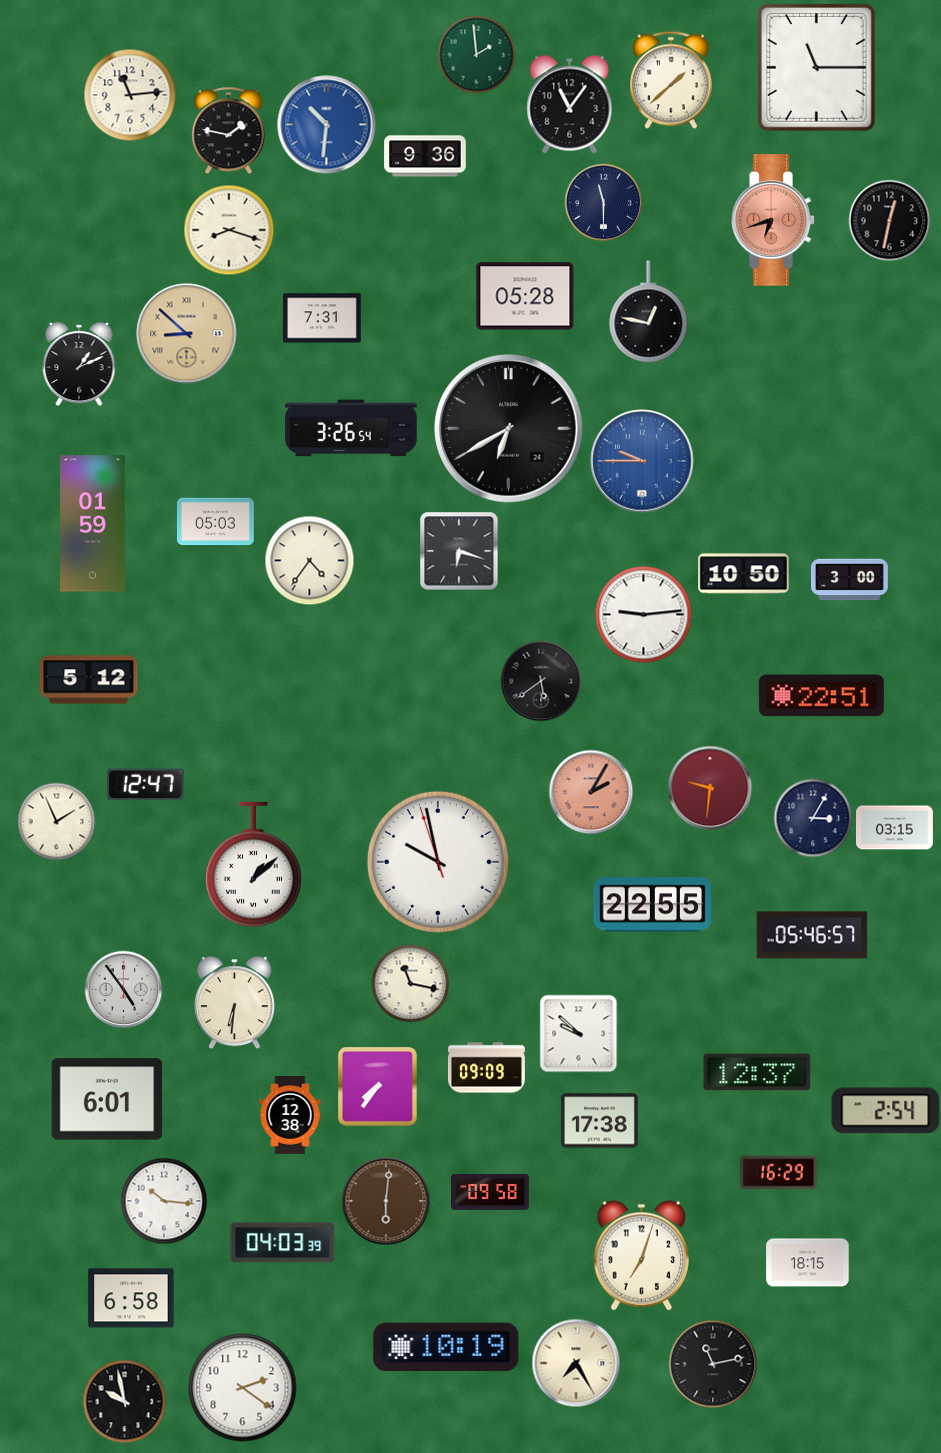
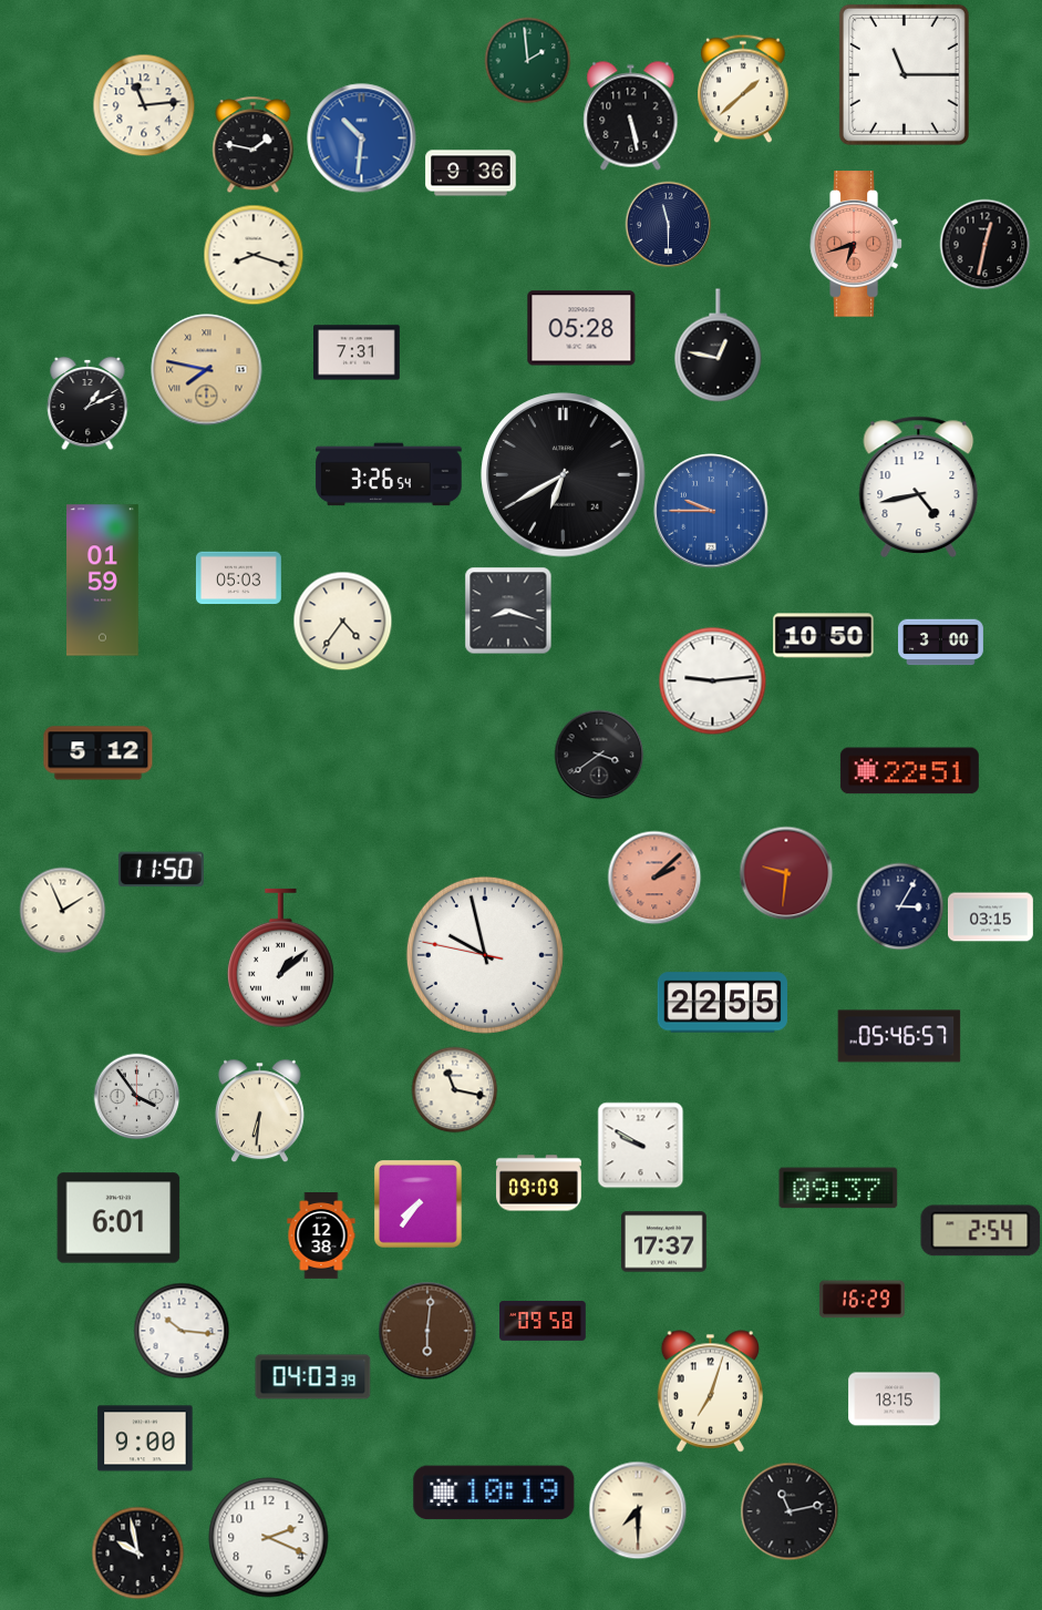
clock at (570, 105): 11:06 -> 5:28
clock at (187, 334): 8:52 -> 7:47
clock at (919, 486): none -> 4:43
clock at (459, 551): 6:18 -> 8:18
clock at (541, 681): 5:39 -> 3:39
clock at (145, 785): 12:47 -> 11:50
clock at (591, 792): 2:05 -> 2:08
clock at (438, 862): 9:57:57 -> 9:57:47
clock at (123, 989): 4:54 -> 3:54
clock at (578, 1033): 9:52 -> 9:50
clock at (757, 1072): 12:37 -> 09:37
clock at (599, 1121): 17:38 -> 17:37
clock at (131, 1298): 6:58 -> 9:00
clock at (576, 1363): 7:25 -> 7:30
clock at (243, 1388): 2:21 -> 2:19
